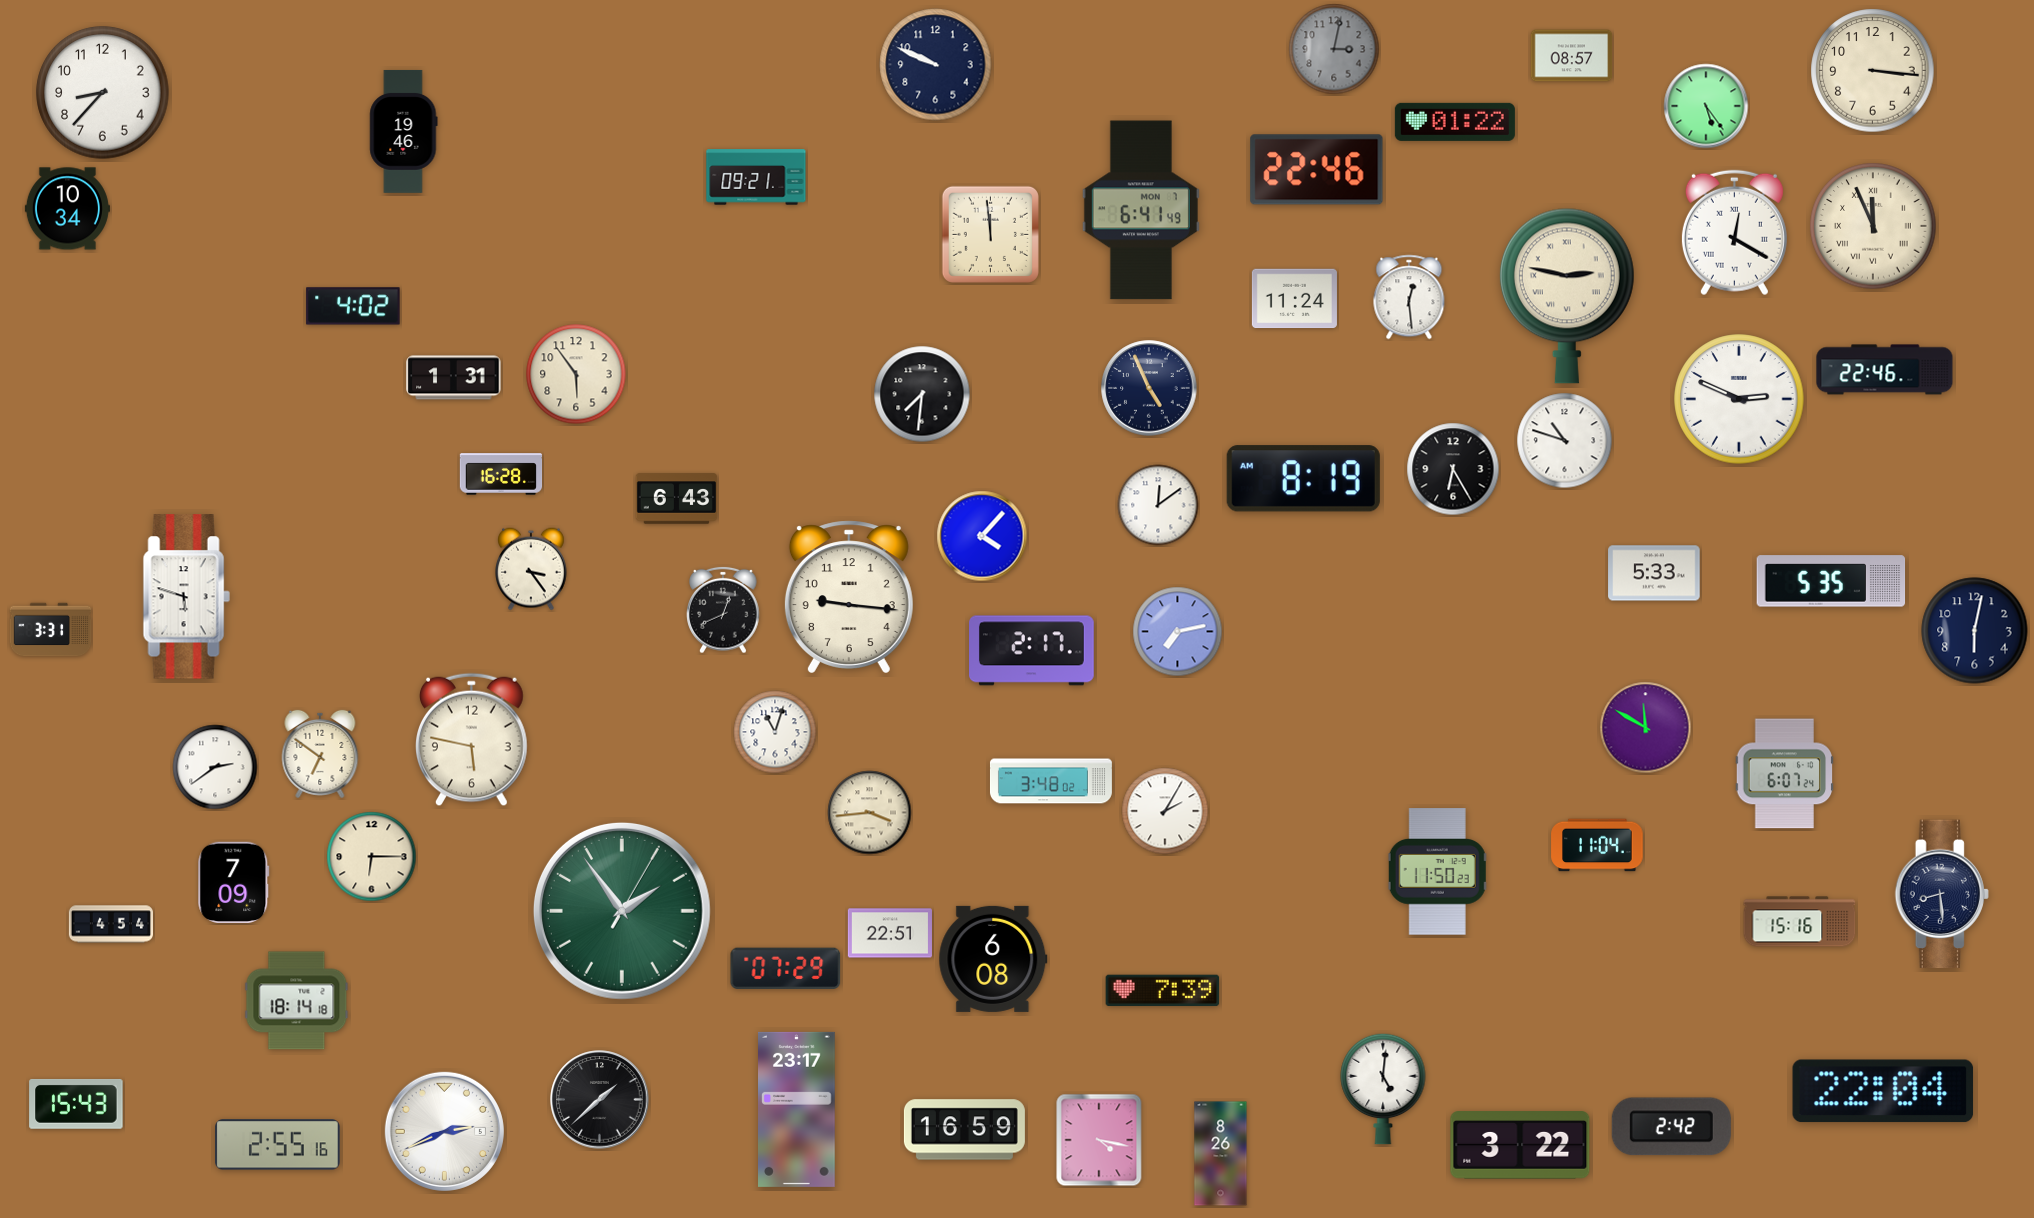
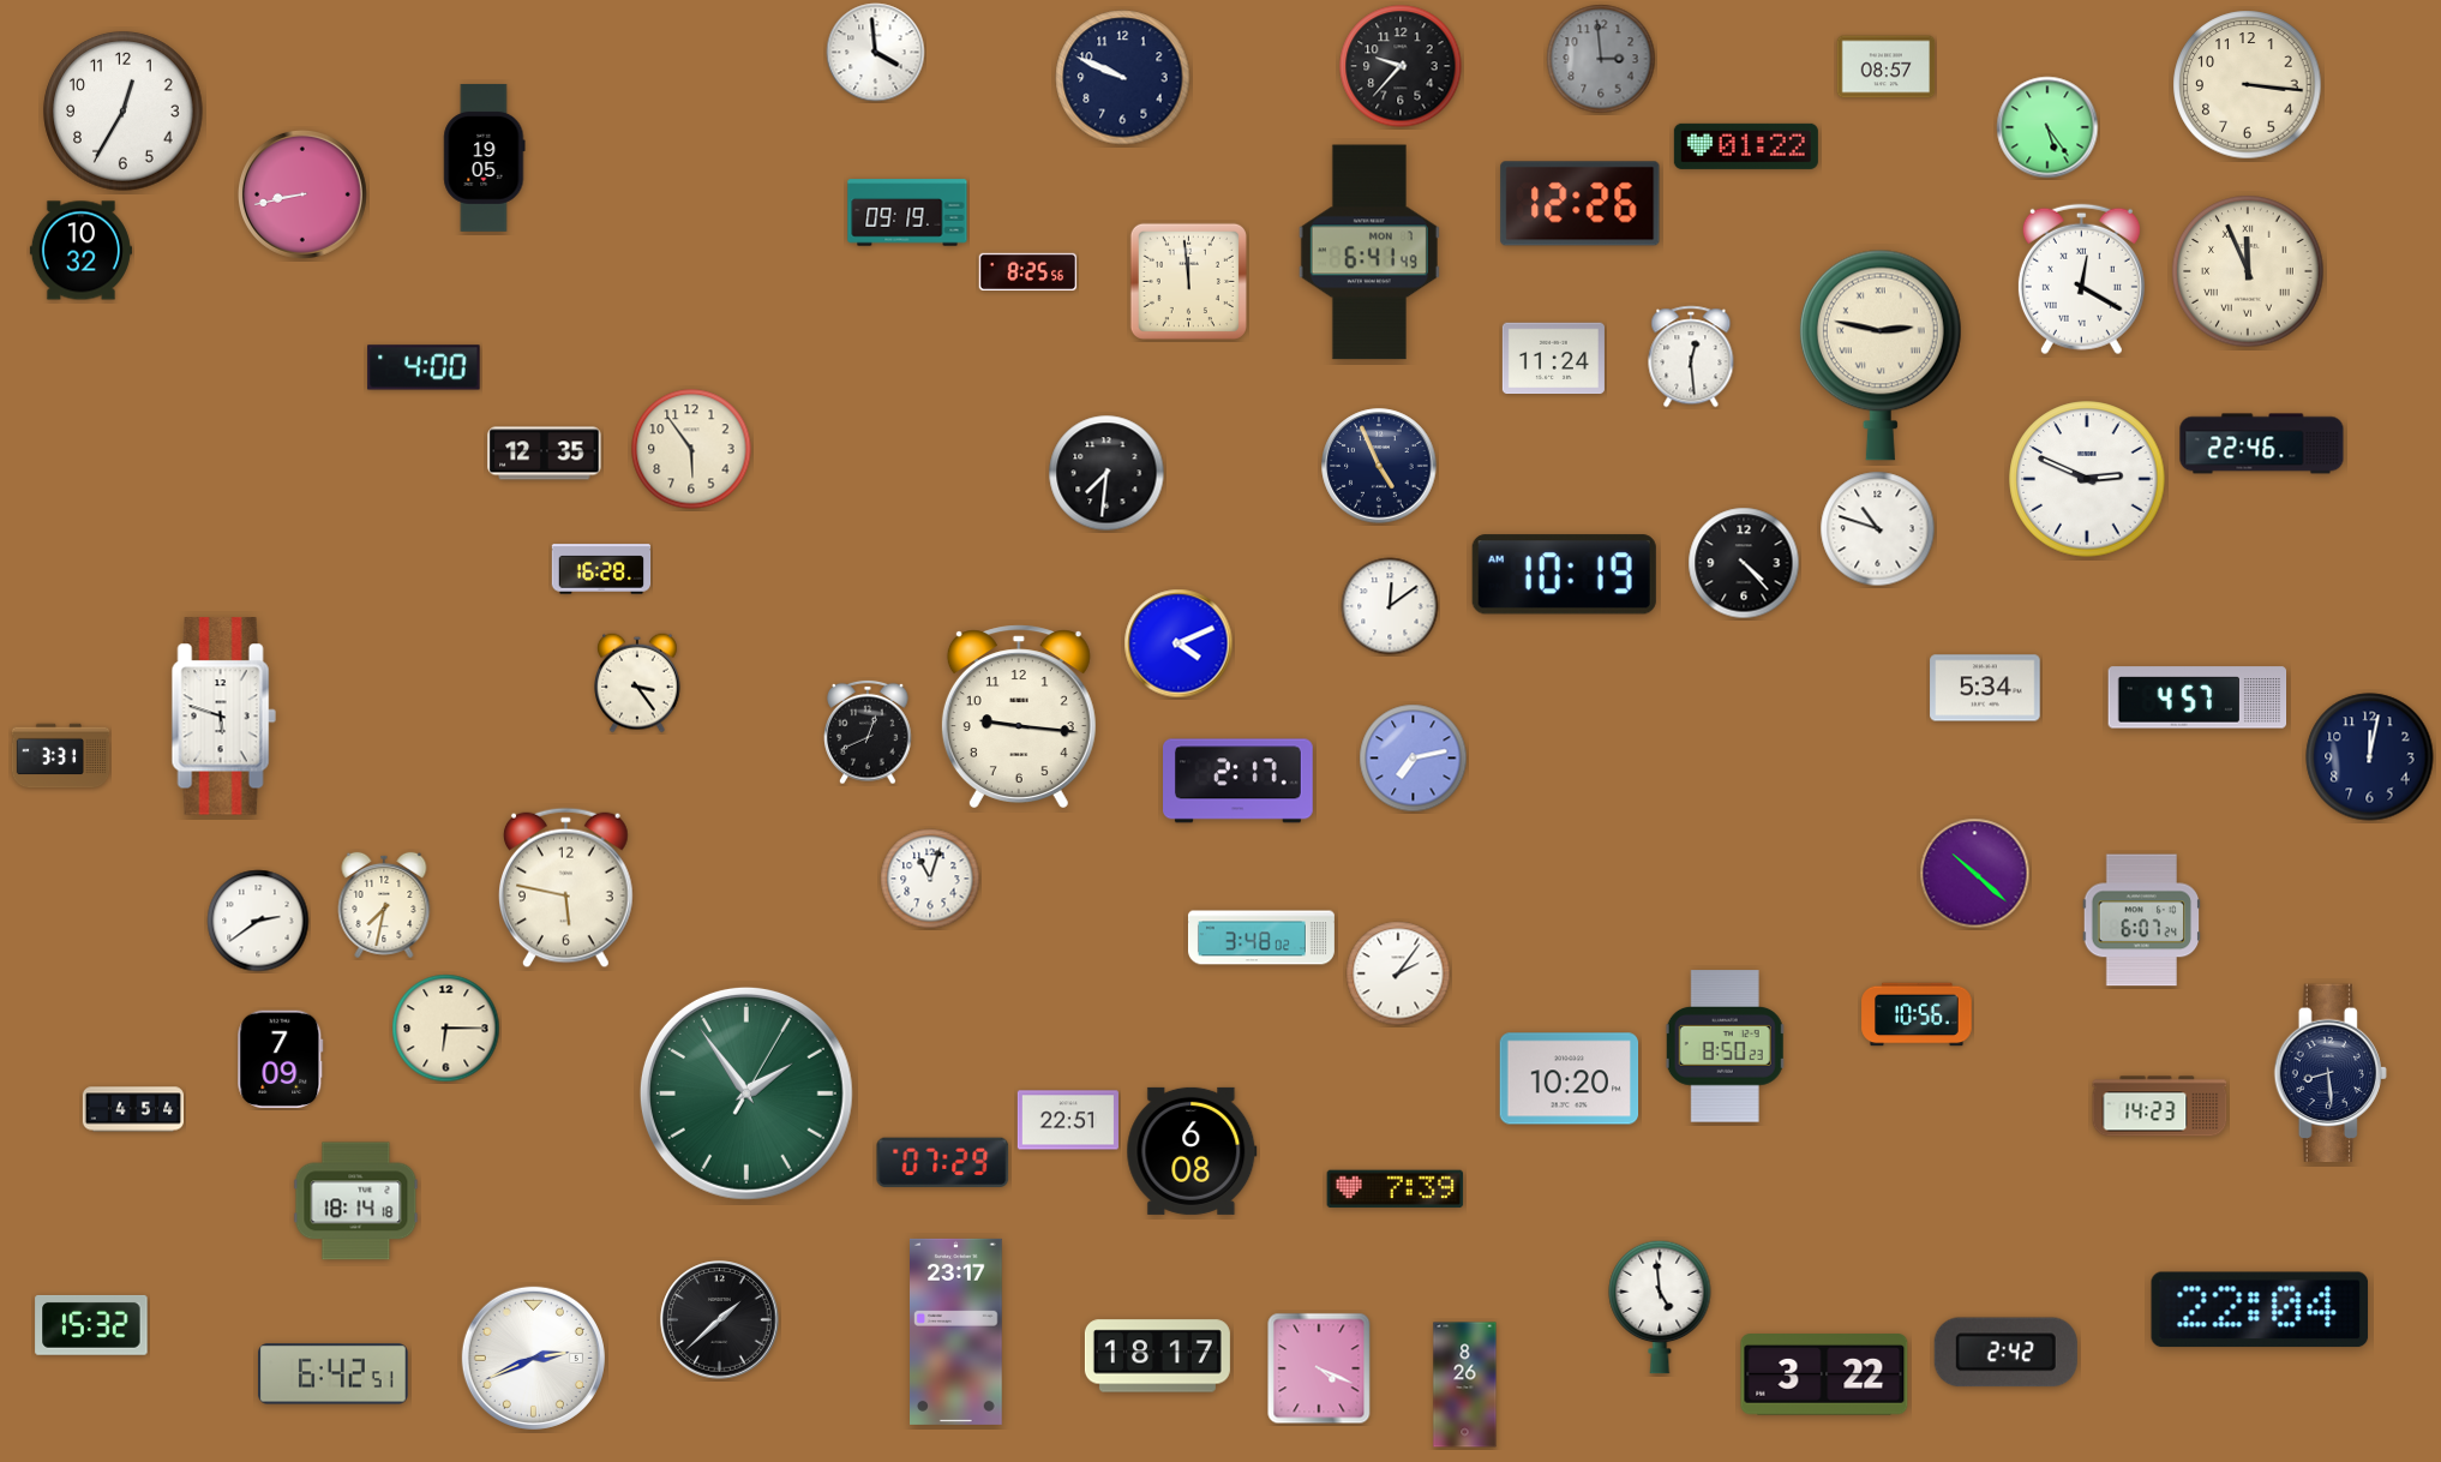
clock at (876, 53): none -> 3:59
clock at (1334, 49): 3:02 -> 2:59
clock at (1401, 66): none -> 9:37
clock at (103, 93): 8:37 -> 12:35
clock at (404, 131): 19:46 -> 19:05
clock at (302, 194): none -> 8:43
clock at (1317, 170): 22:46 -> 12:26
clock at (756, 177): 09:21 -> 09:19
clock at (67, 209): 10:34 -> 10:32
clock at (1028, 272): none -> 8:25
clock at (353, 306): 4:02 -> 4:00
clock at (454, 378): 1:31 -> 12:35
clock at (1453, 469): 6:25 -> 4:23
clock at (1303, 479): 8:19 -> 10:19
clock at (677, 499): 6:43 -> none
clock at (982, 536): 4:07 -> 4:11
clock at (1654, 573): 5:33 -> 5:34
clock at (1831, 581): 5:35 -> 4:57
clock at (1975, 631): 6:02 -> 12:02
clock at (1646, 728): 11:50 -> 10:22
clock at (320, 754): 6:51 -> 7:32
clock at (1785, 774) position: (1785, 774) -> (2142, 921)
clock at (1165, 811): 2:05 -> 2:06
clock at (870, 813): 3:44 -> none
clock at (1597, 845): 11:04 -> 10:56
clock at (1438, 872): 11:50 -> 8:50
clock at (1570, 1079): none -> 10:20
clock at (1800, 922): 15:16 -> 14:23
clock at (1383, 1089): 5:01 -> 4:59
clock at (76, 1104): 15:43 -> 15:32
clock at (964, 1130): 16:59 -> 18:17
clock at (1099, 1140): 4:17 -> 4:19
clock at (278, 1145): 2:55 -> 6:42
